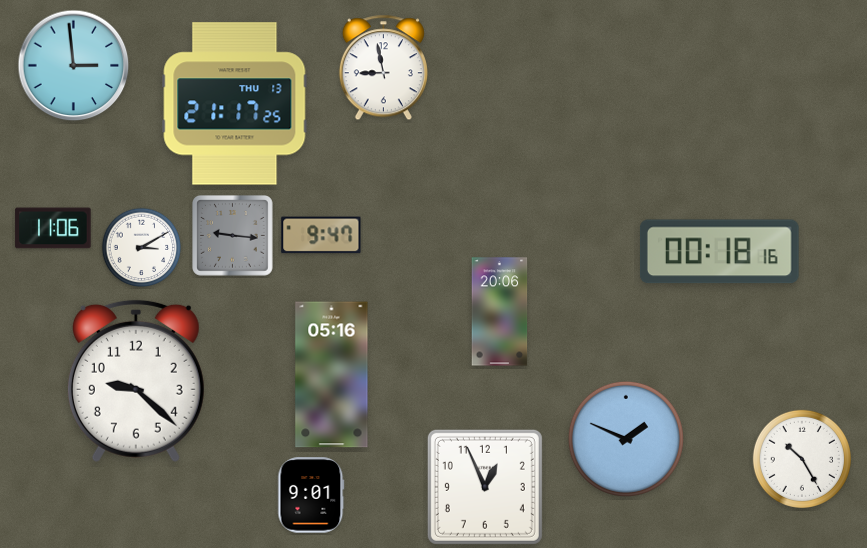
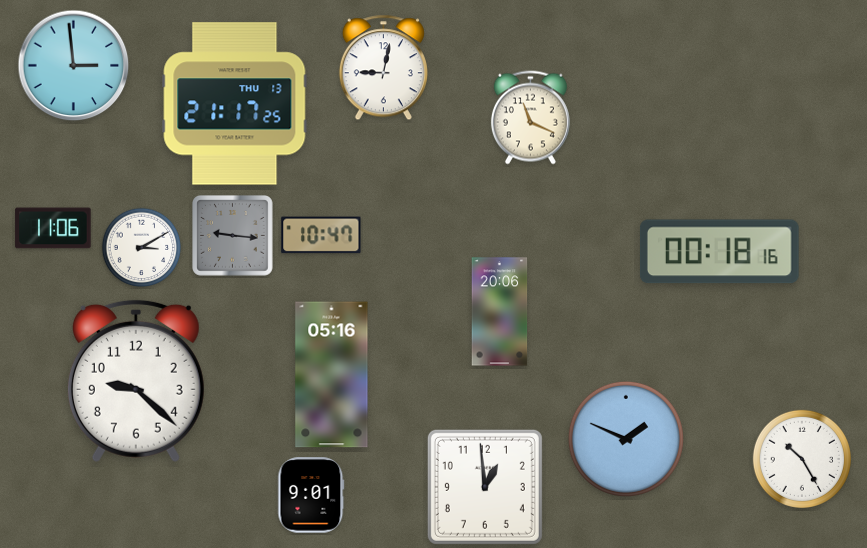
clock at (383, 68): 8:58 -> 9:02
clock at (530, 118): none -> 11:19
clock at (321, 235): 9:47 -> 10:47
clock at (485, 487): 12:56 -> 12:59
